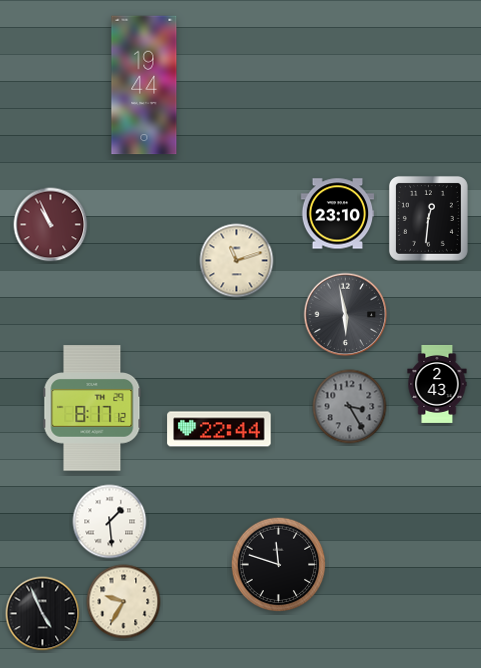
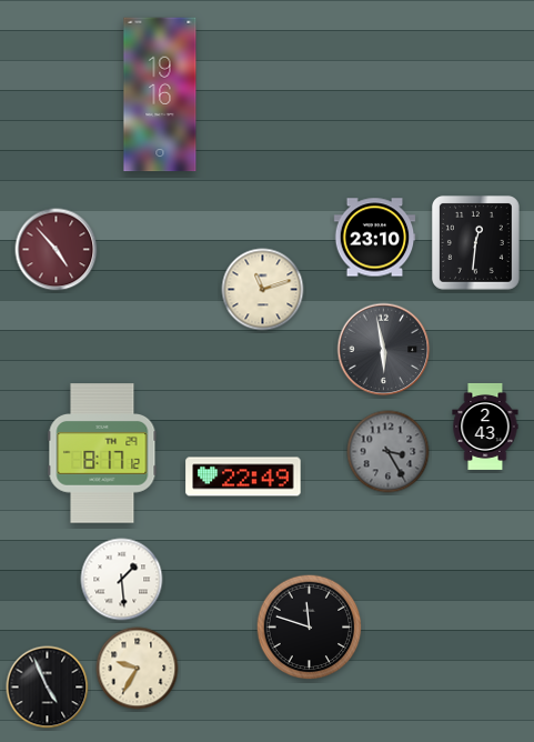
clock at (144, 85): 19:44 -> 19:16
clock at (51, 225): 10:56 -> 4:53
clock at (219, 429): 22:44 -> 22:49
clock at (43, 614) position: (43, 614) -> (48, 688)
